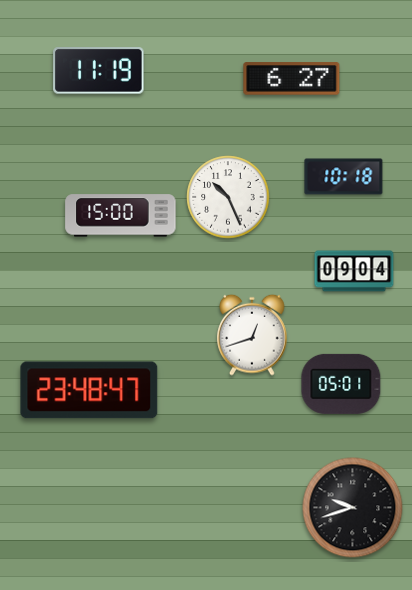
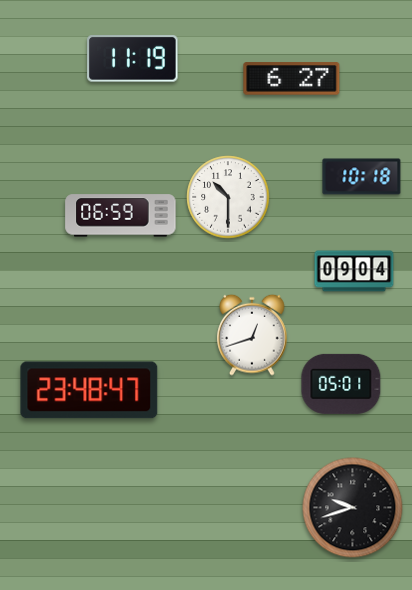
clock at (99, 71) position: (99, 71) -> (133, 59)
clock at (344, 177) position: (344, 177) -> (362, 177)
clock at (228, 197): 10:26 -> 10:30
clock at (121, 216): 15:00 -> 06:59
